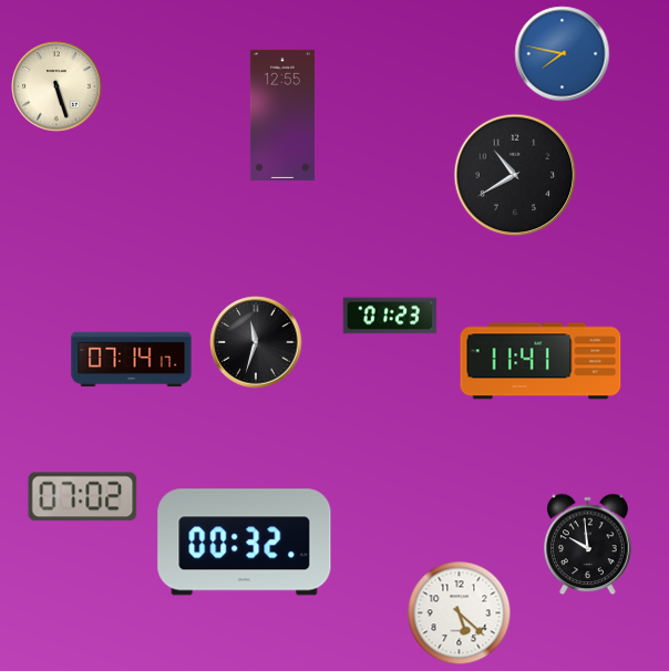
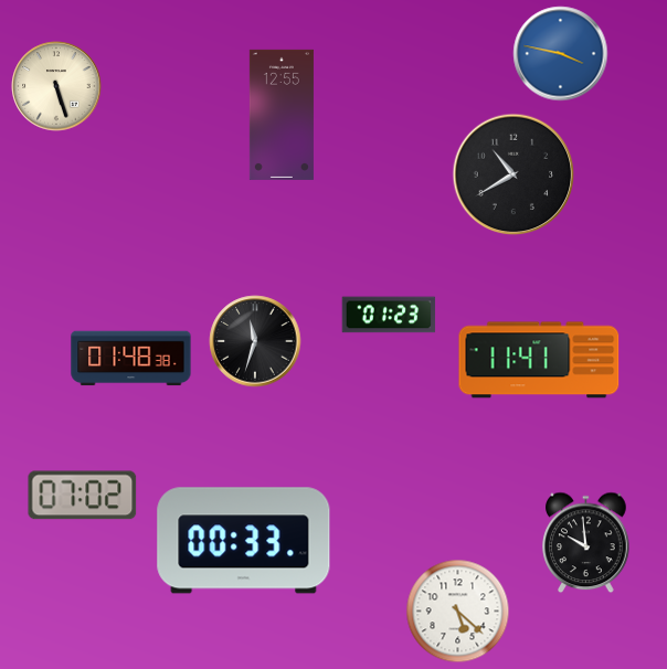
clock at (563, 54): 7:47 -> 3:47
clock at (132, 360): 07:14 -> 01:48
clock at (245, 543): 00:32 -> 00:33
